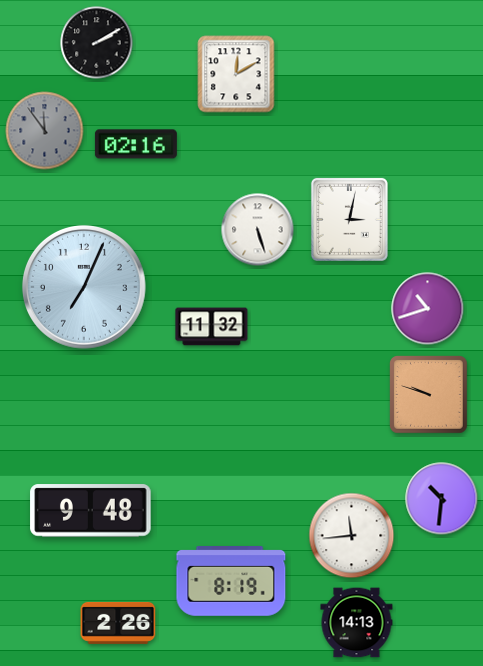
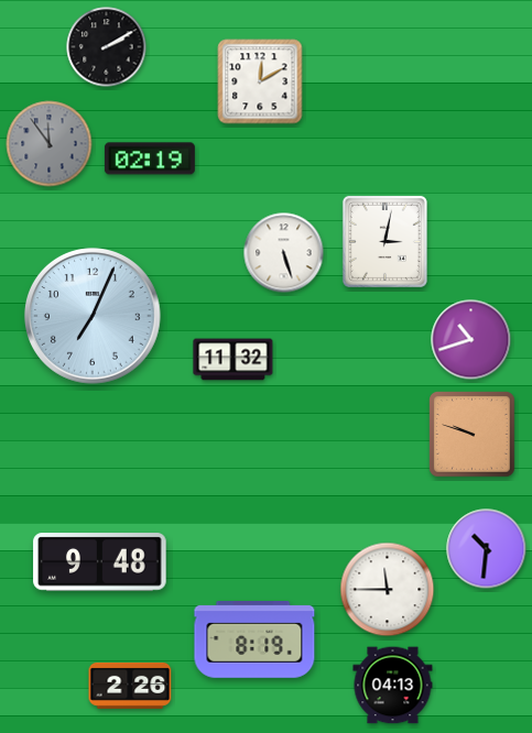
clock at (136, 144): 02:16 -> 02:19
clock at (352, 536): 11:44 -> 11:45
clock at (357, 623): 14:13 -> 04:13
